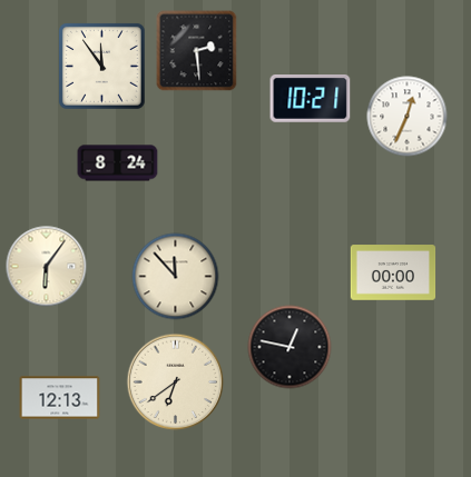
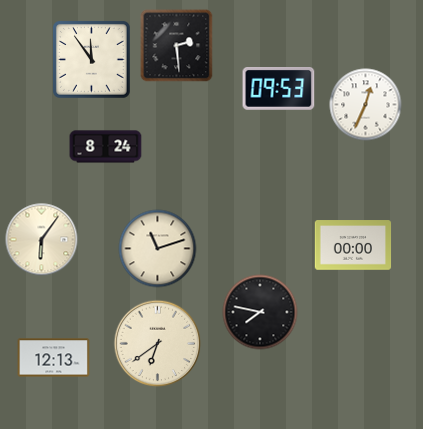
clock at (311, 99): 10:21 -> 09:53
clock at (176, 277): 11:53 -> 11:12
clock at (290, 347): 12:47 -> 7:47
